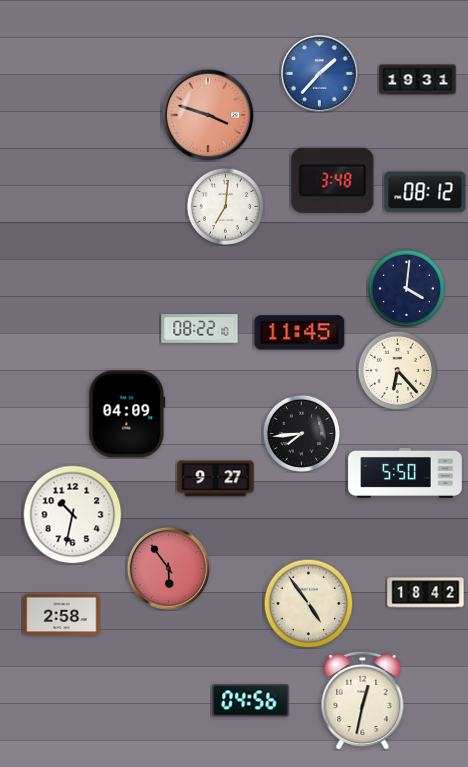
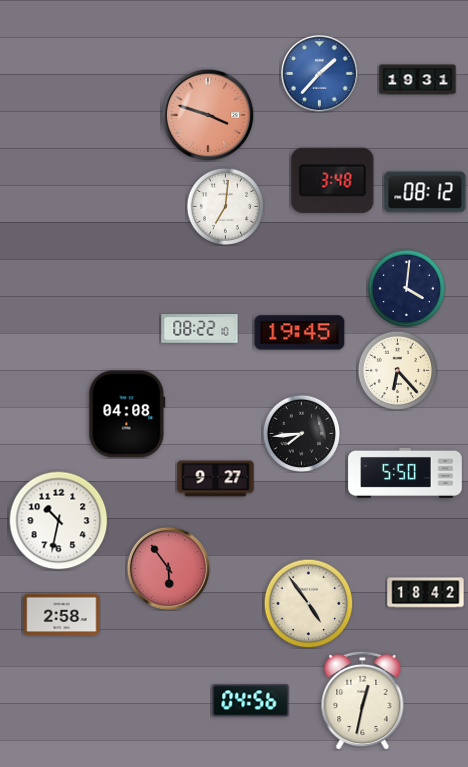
clock at (300, 333): 11:45 -> 19:45
clock at (127, 414): 04:09 -> 04:08
clock at (73, 515) position: (73, 515) -> (59, 521)
